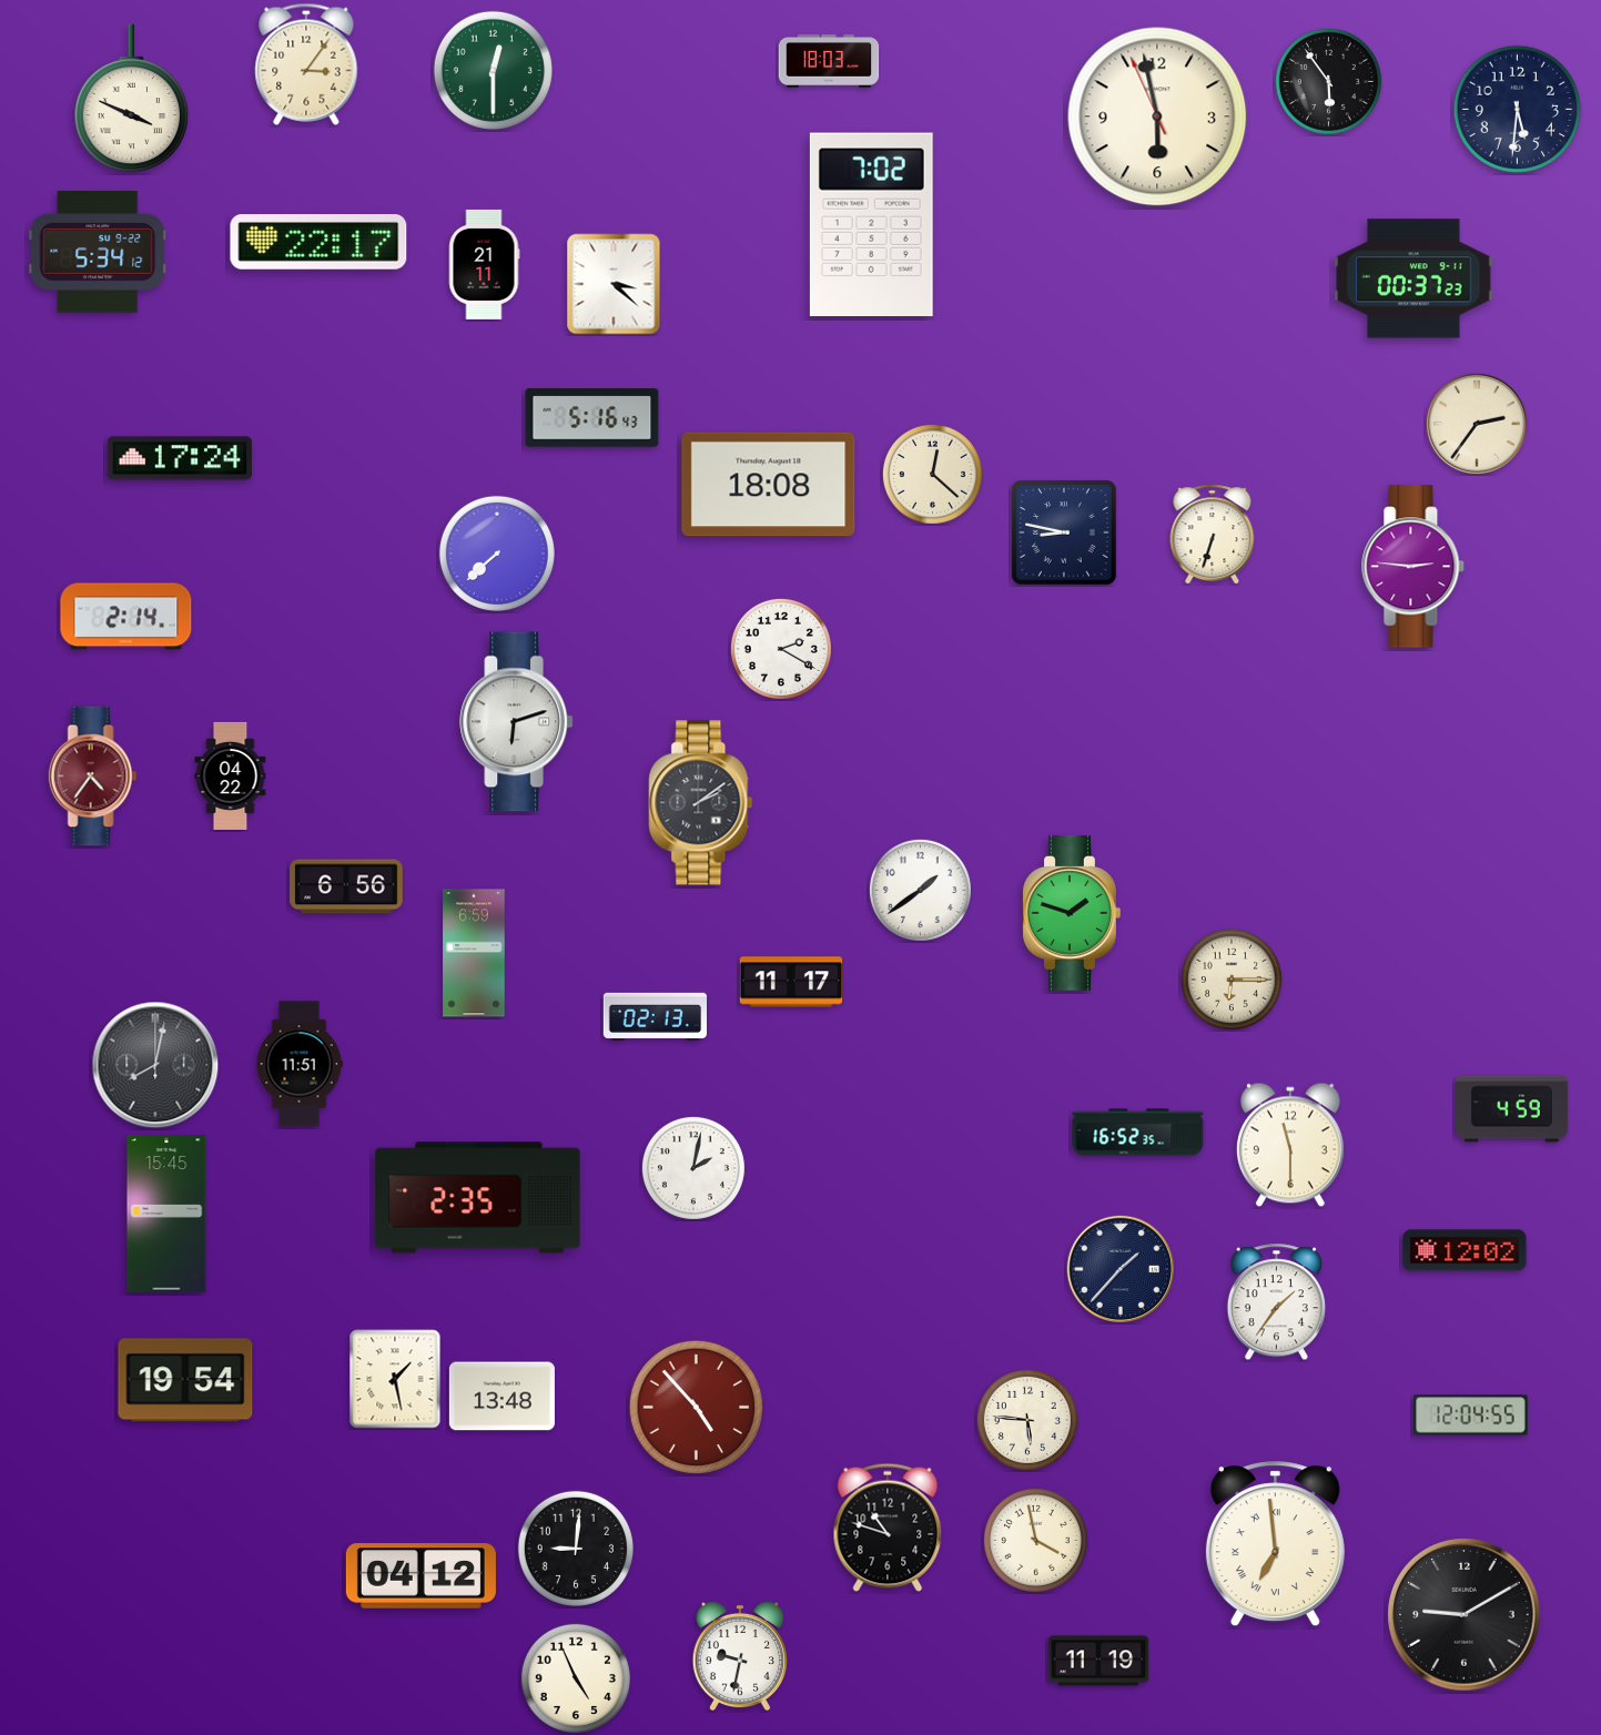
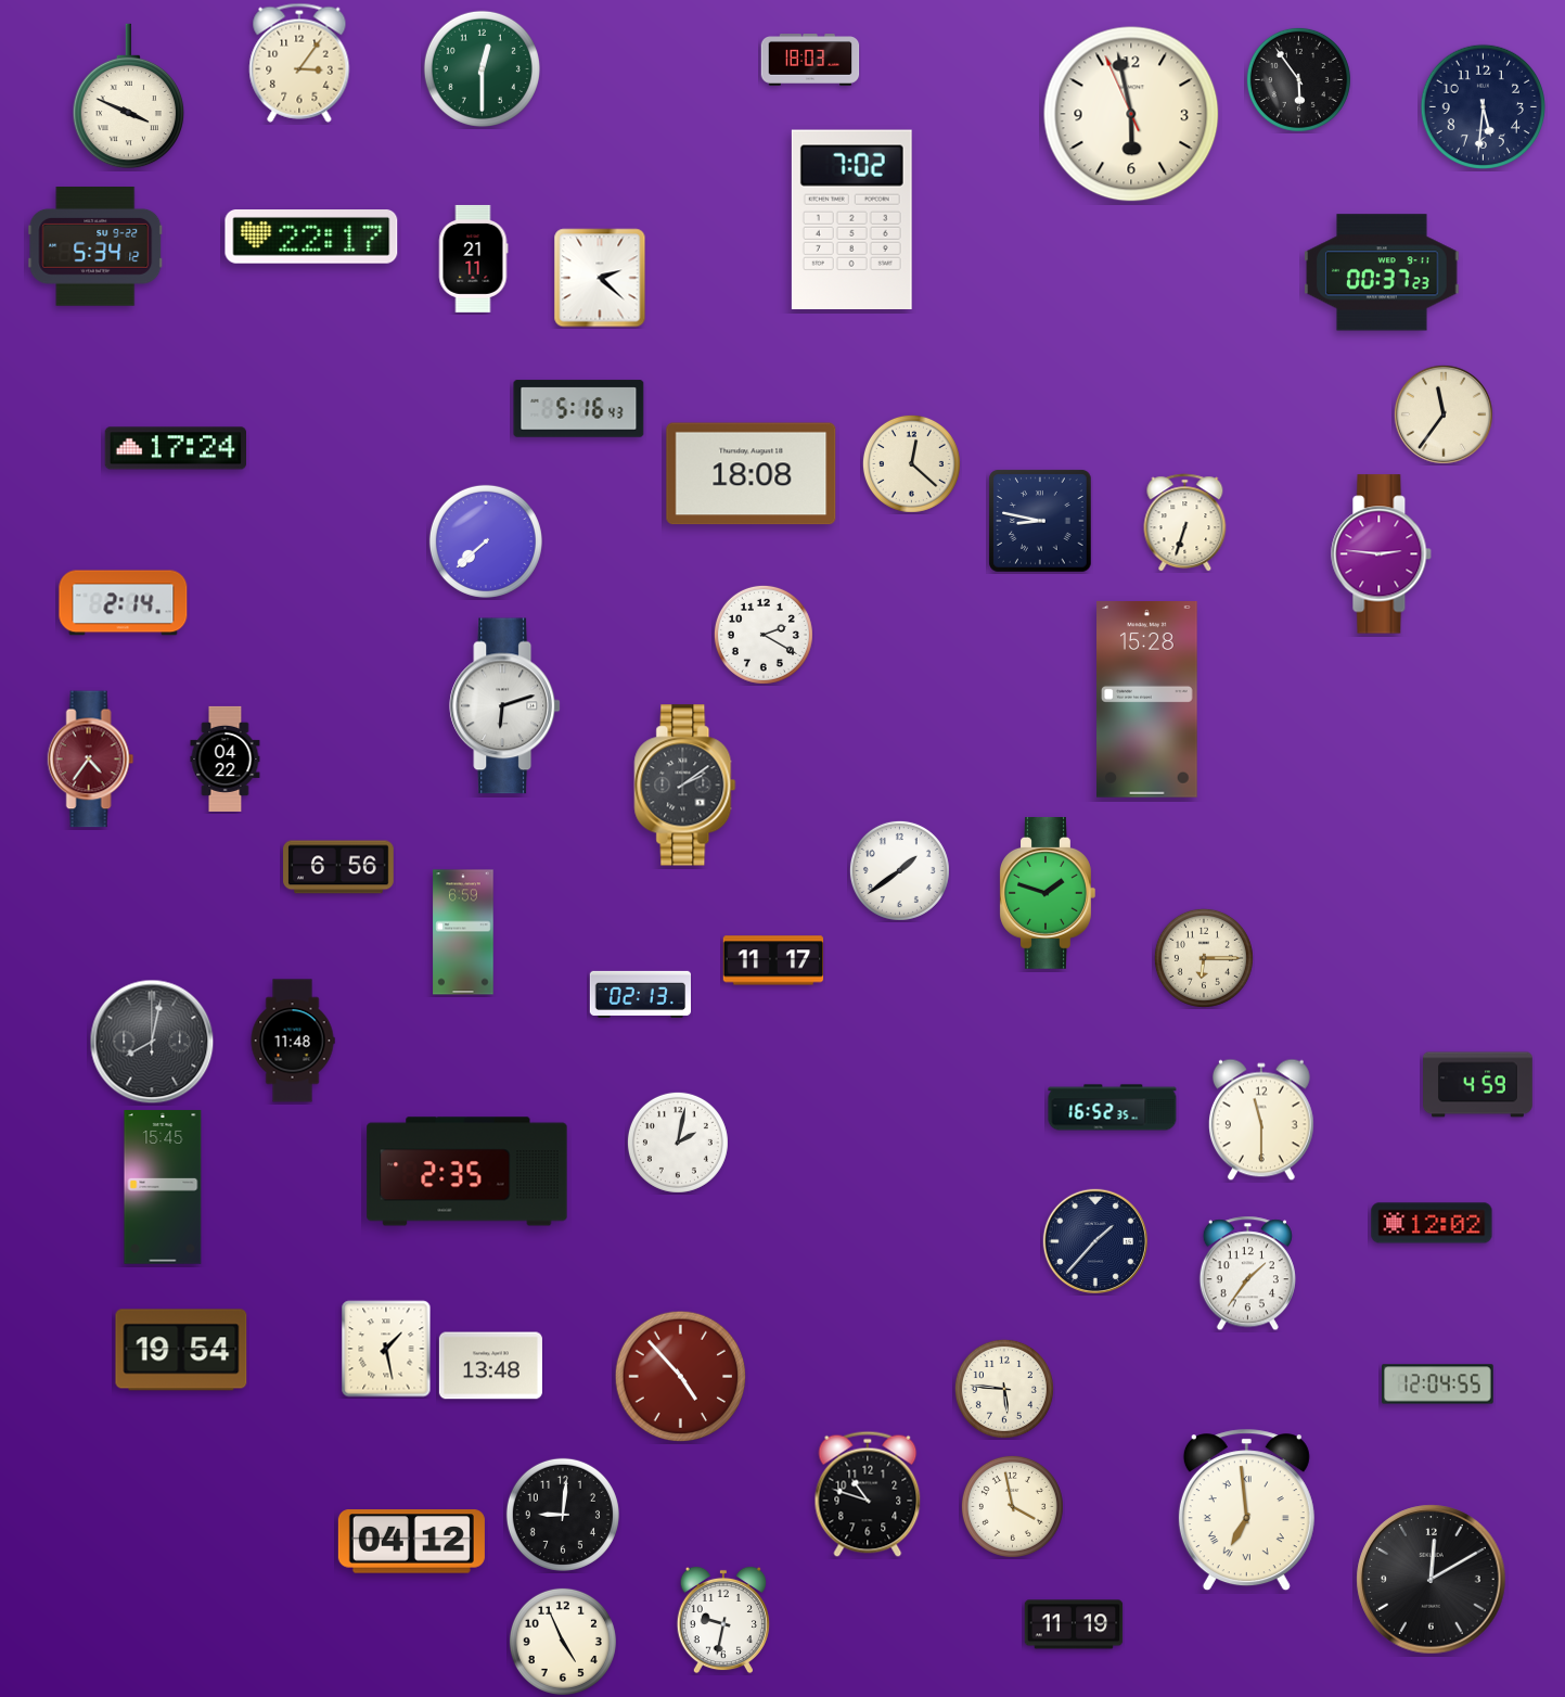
clock at (614, 284): 3:22 -> 2:22
clock at (1477, 424): 2:36 -> 11:36
clock at (1147, 700): none -> 15:28
clock at (300, 1064): 11:51 -> 11:48
clock at (1465, 1615): 9:10 -> 12:10
